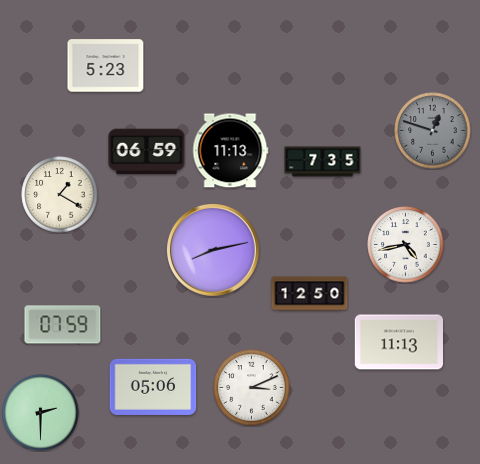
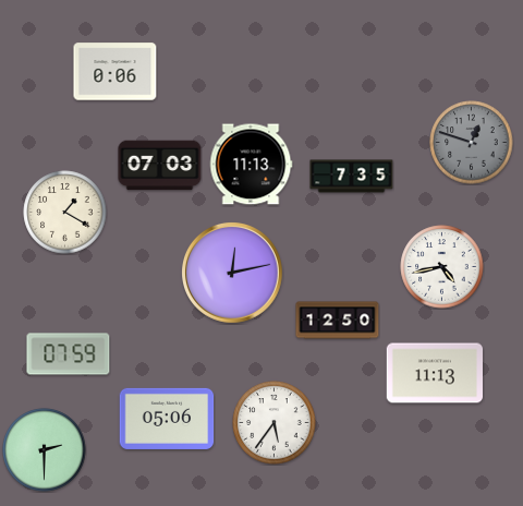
clock at (106, 66): 5:23 -> 0:06
clock at (147, 152): 06:59 -> 07:03
clock at (214, 251): 8:13 -> 12:13
clock at (153, 387) position: (153, 387) -> (167, 419)
clock at (252, 388): 3:11 -> 5:36
